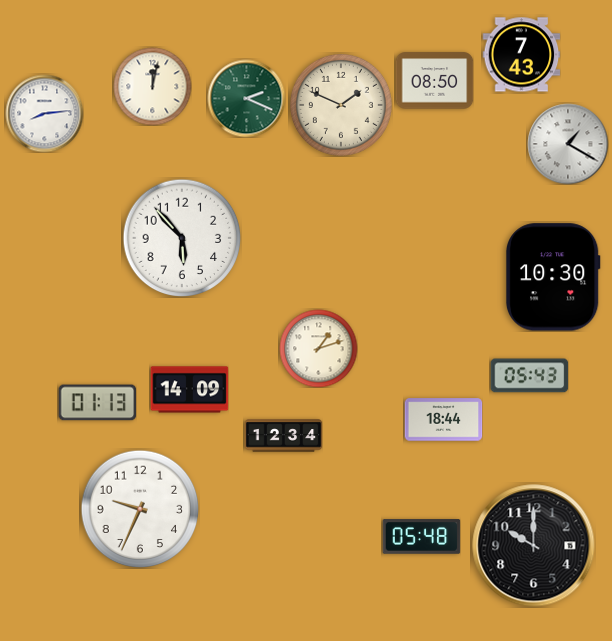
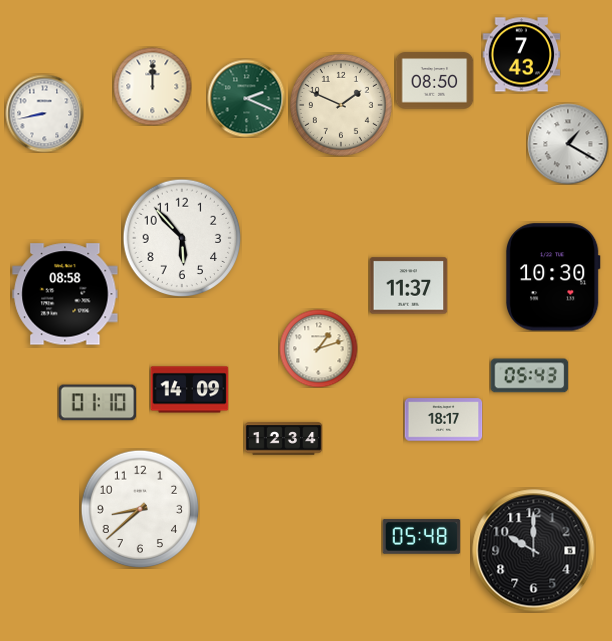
clock at (152, 86): 12:02 -> 12:00
clock at (44, 113): 8:14 -> 8:43
clock at (408, 286): none -> 11:37
clock at (65, 294): none -> 08:58
clock at (97, 403): 01:13 -> 01:10
clock at (443, 420): 18:44 -> 18:17
clock at (283, 436) position: (283, 436) -> (283, 439)
clock at (140, 509): 9:34 -> 8:38
clock at (534, 546) position: (534, 546) -> (534, 551)
